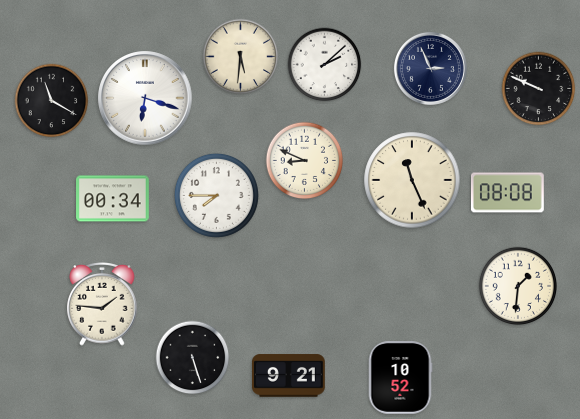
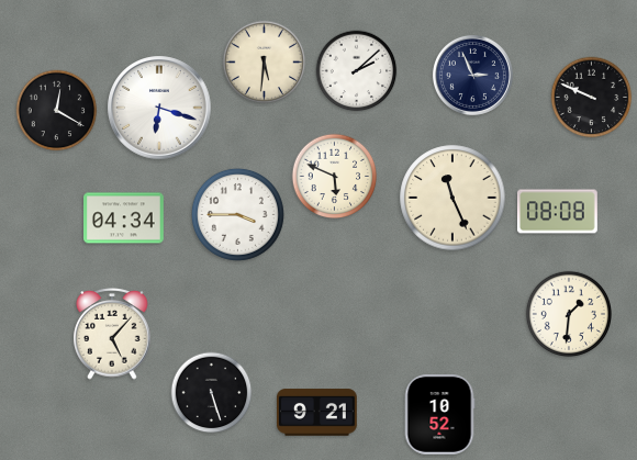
clock at (52, 101): 11:20 -> 12:20
clock at (305, 161): 8:49 -> 5:49
clock at (216, 195): 7:45 -> 3:45
clock at (113, 199): 00:34 -> 04:34
clock at (102, 304): 1:46 -> 5:07
